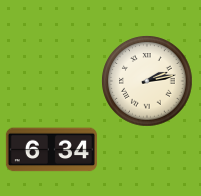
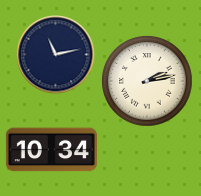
clock at (55, 54): none -> 11:13
clock at (51, 150): 6:34 -> 10:34
